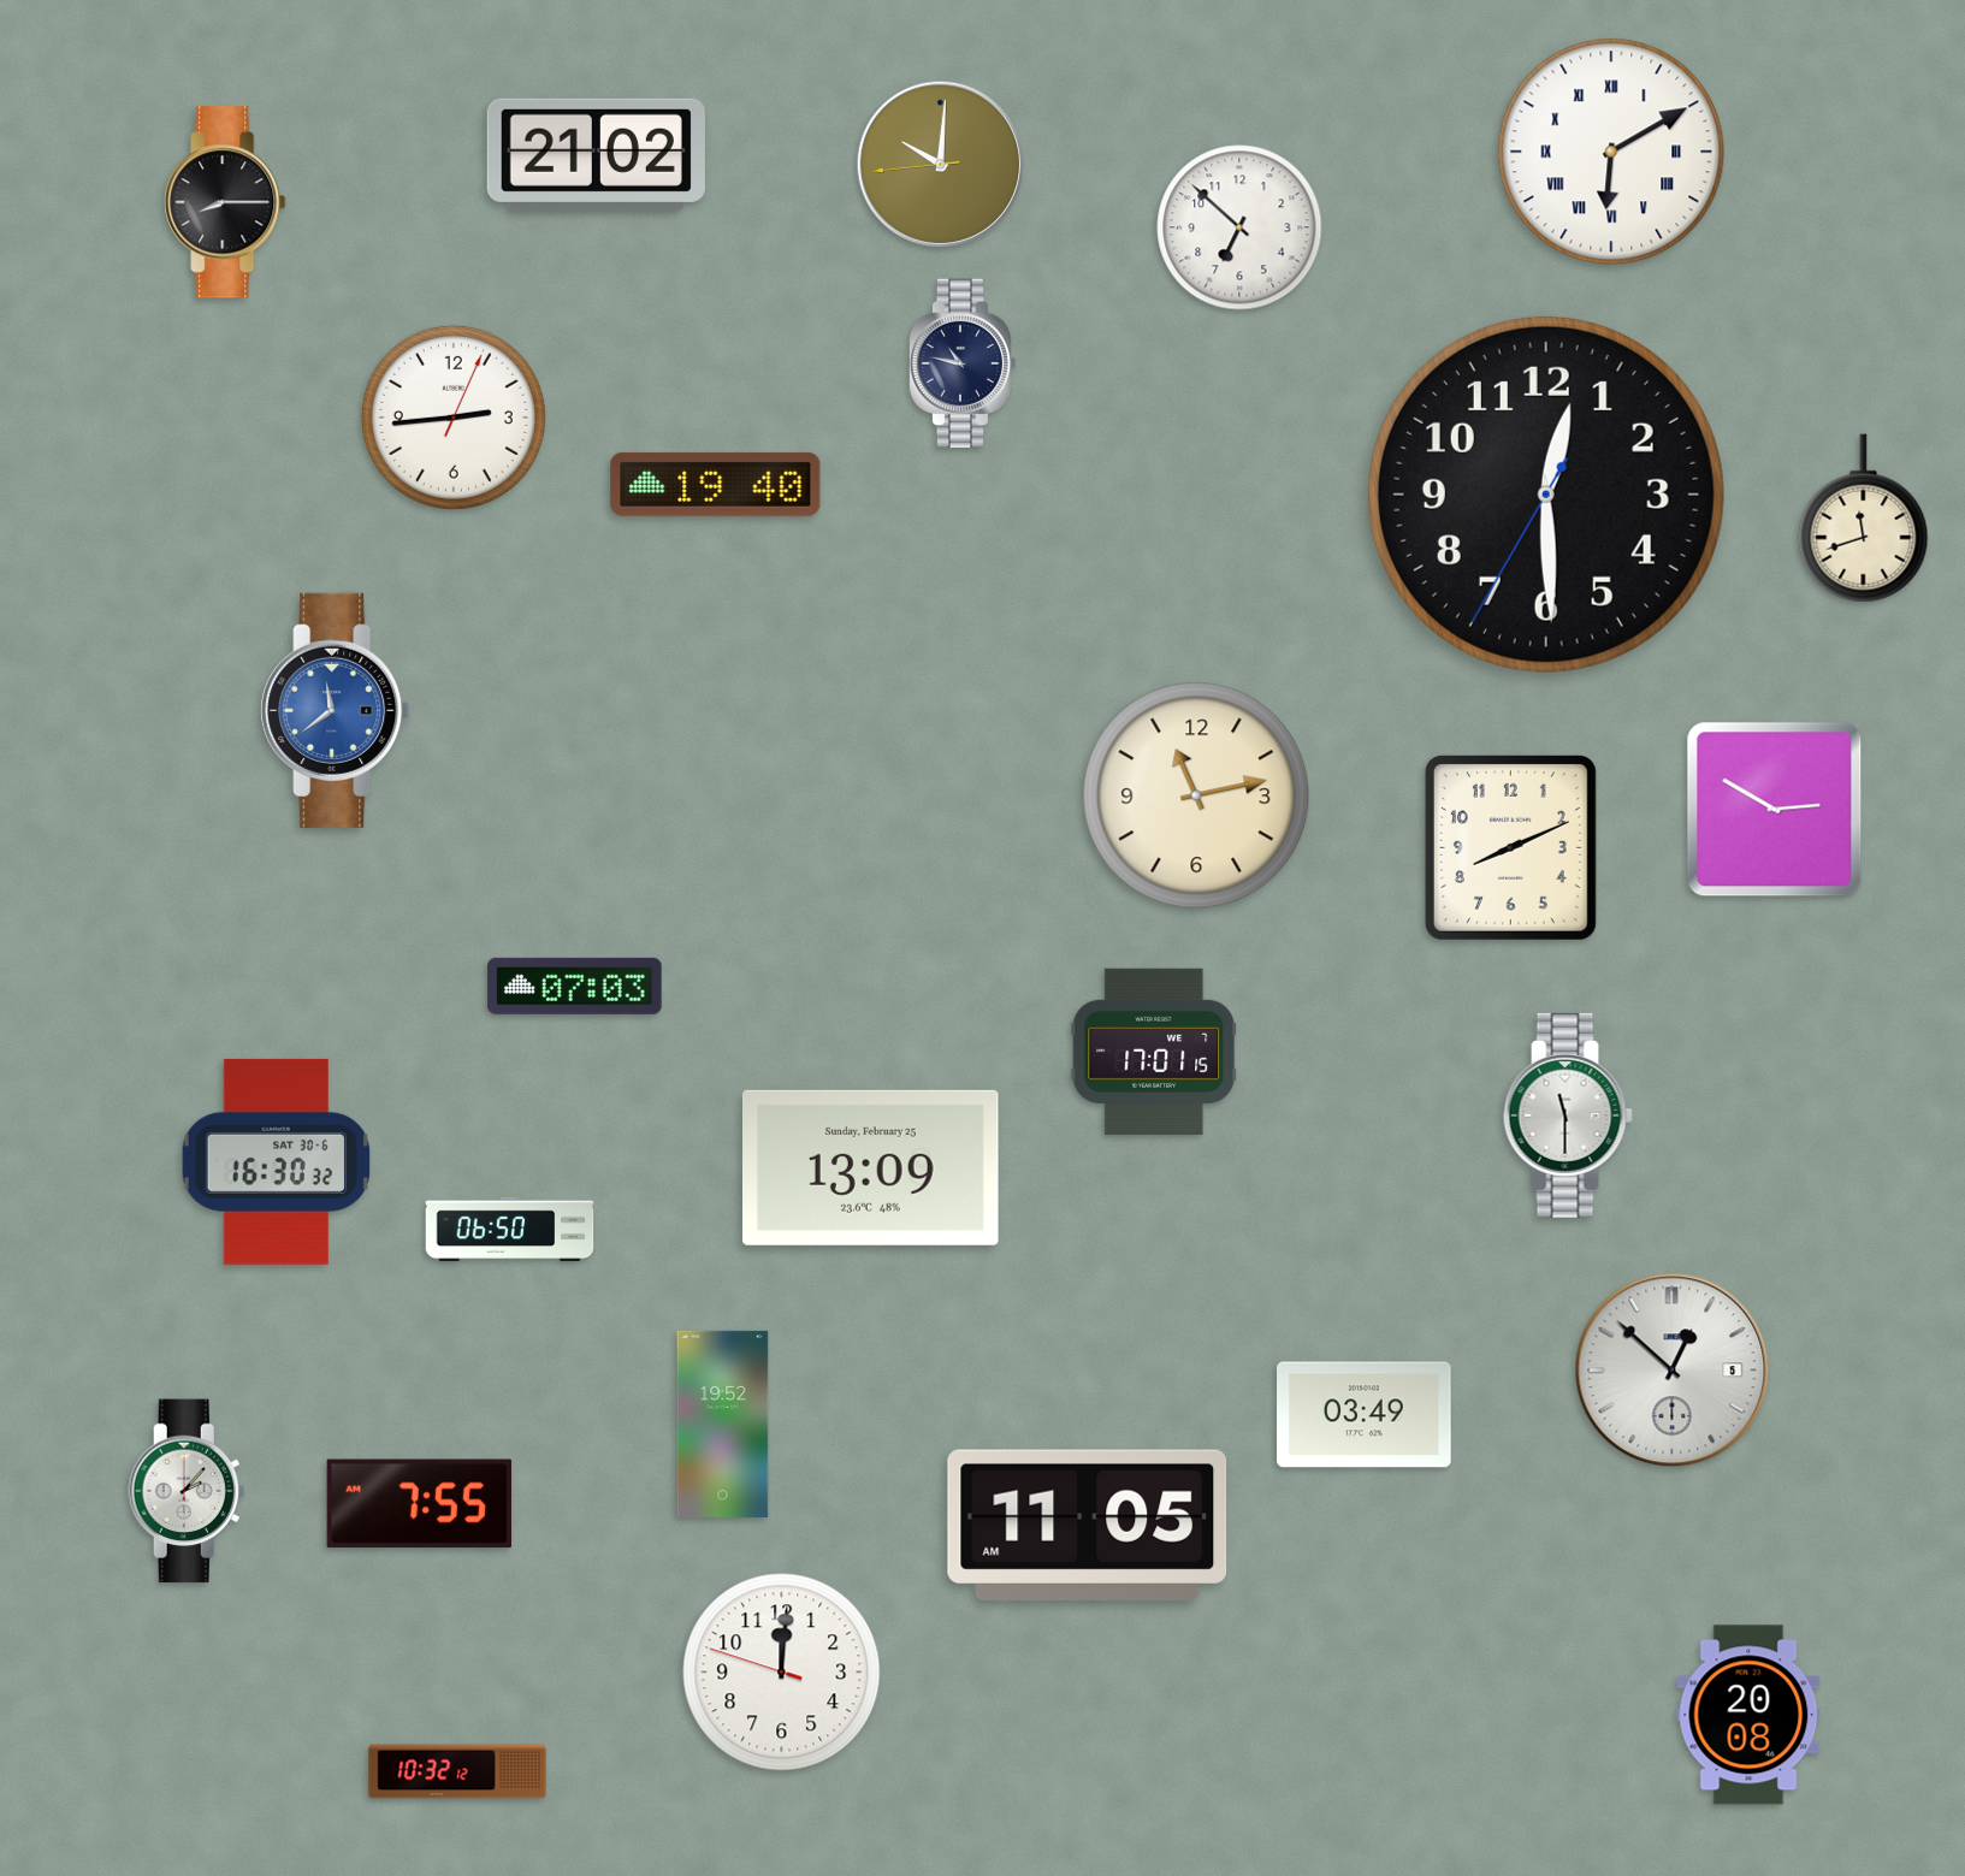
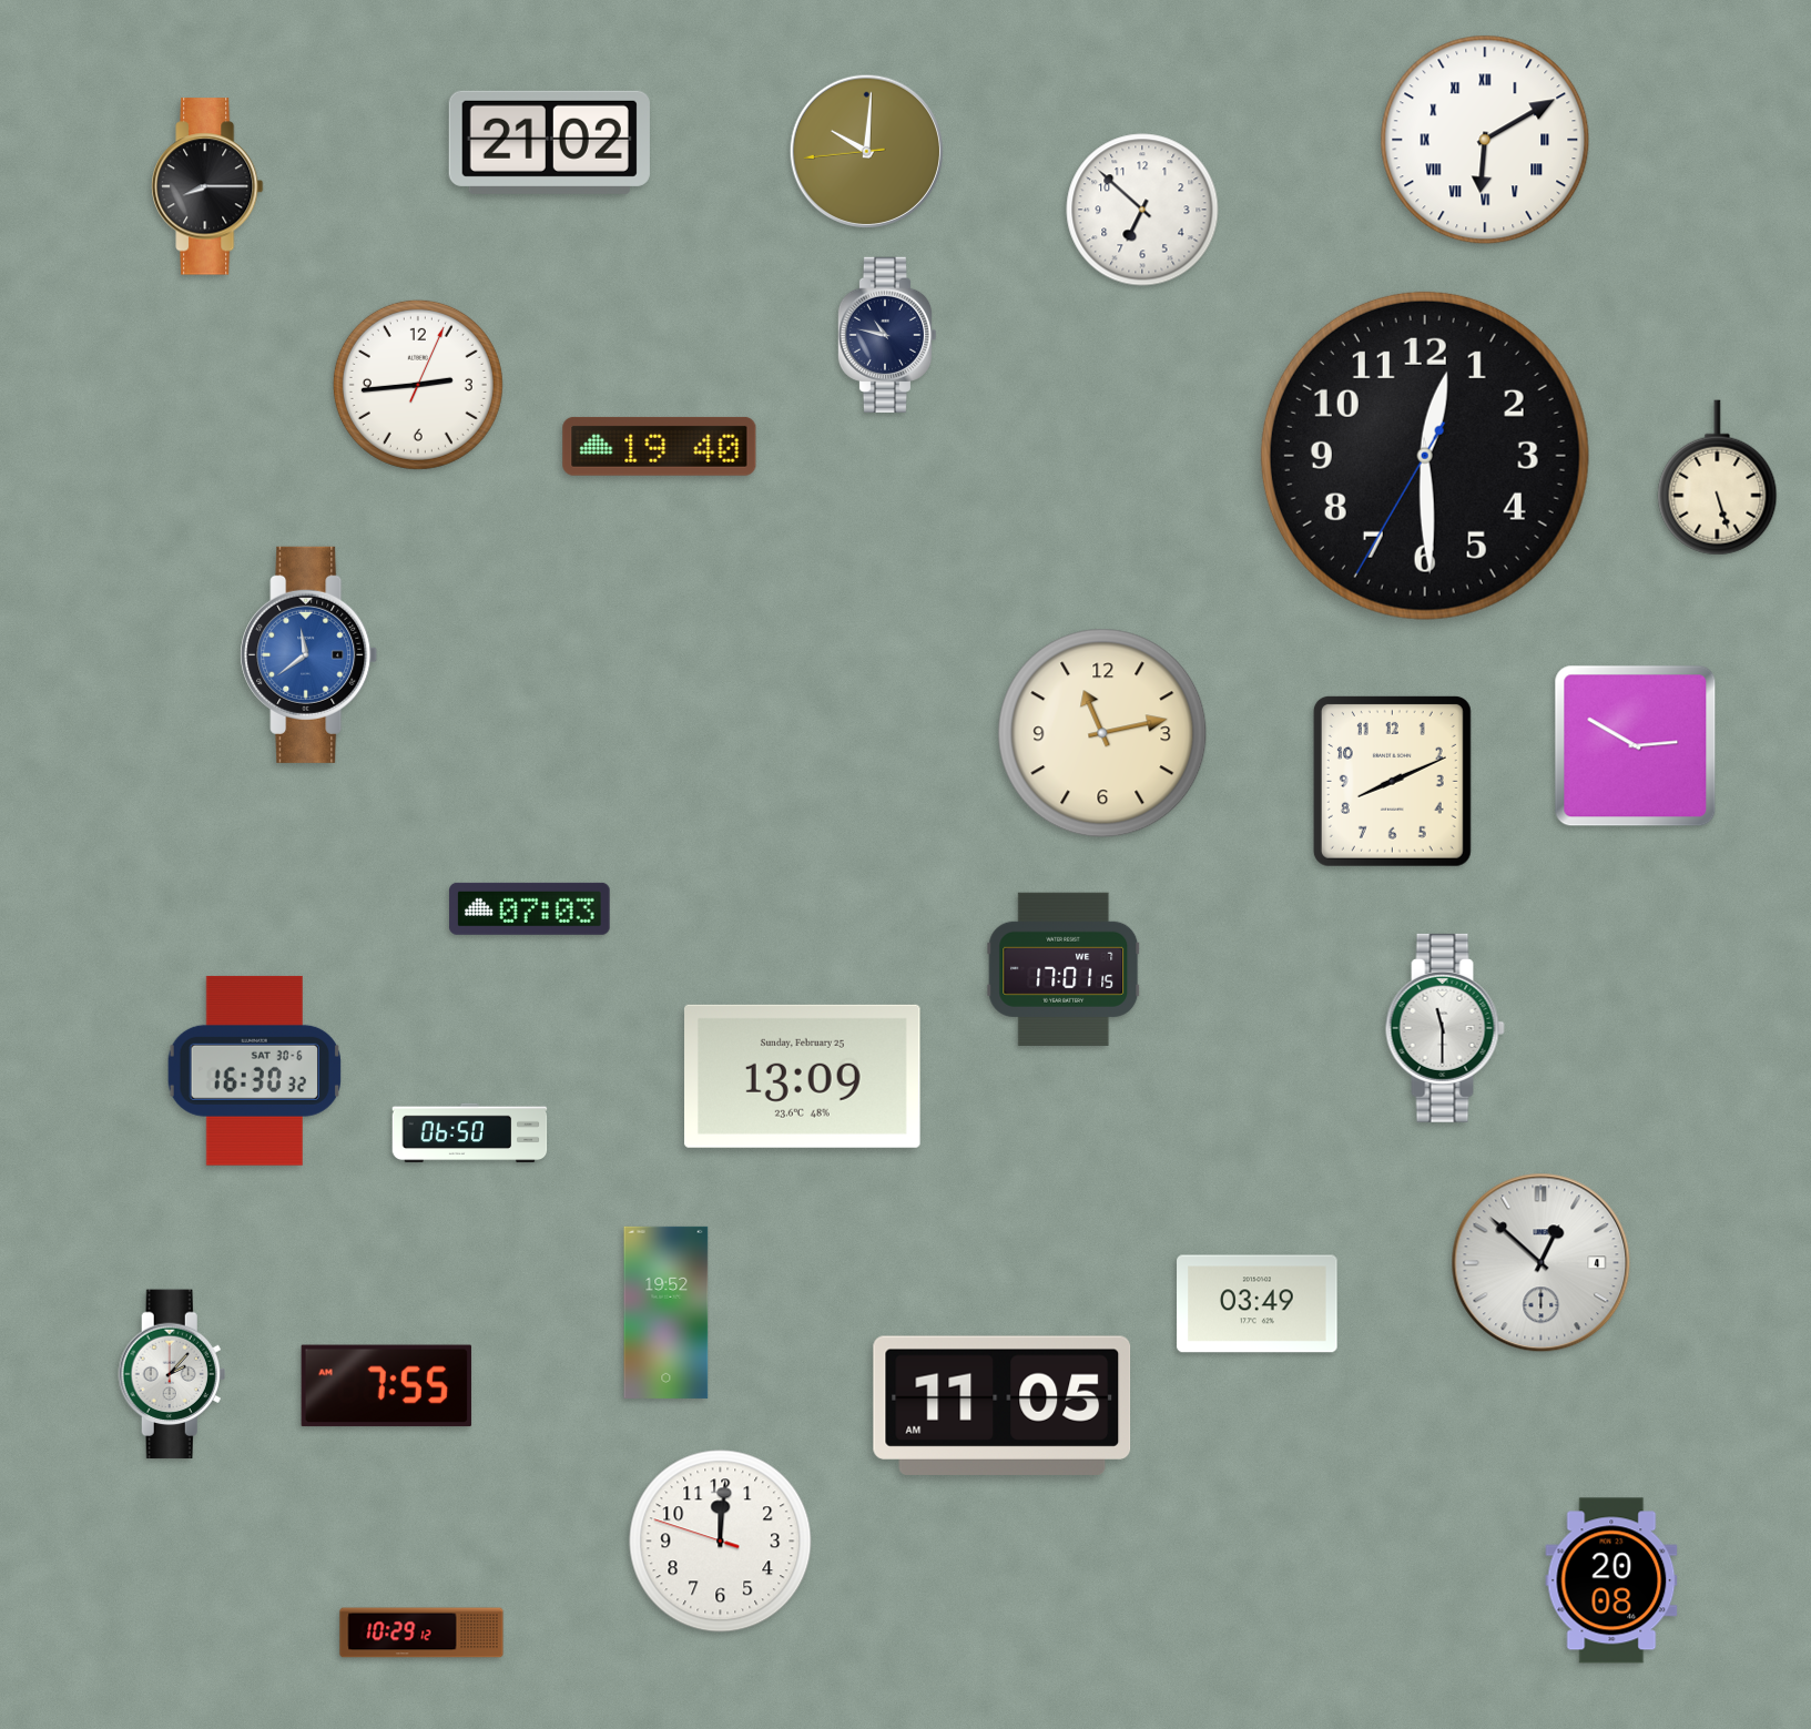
clock at (1864, 519): 11:42 -> 5:27
clock at (1673, 1371) date: 5 -> 4
clock at (457, 1771): 10:32 -> 10:29
